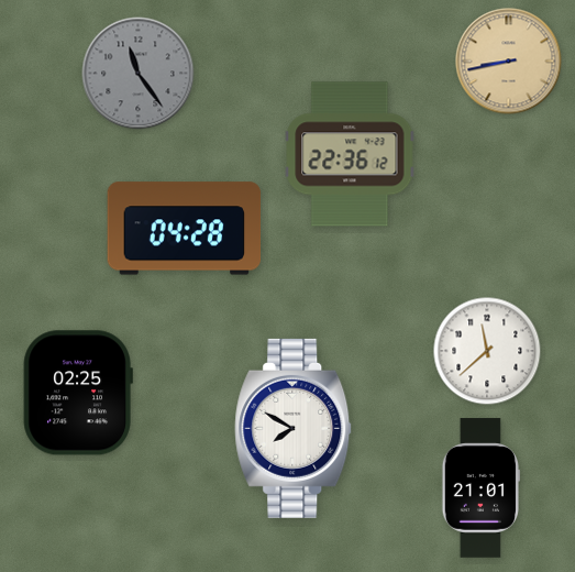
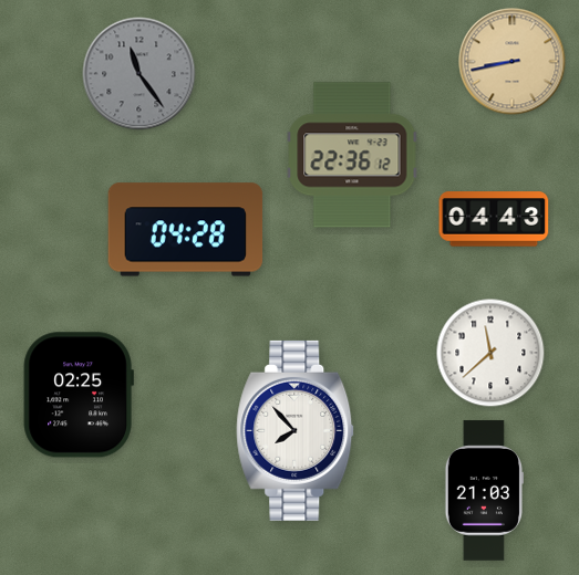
clock at (494, 219): none -> 04:43
clock at (294, 428): 7:50 -> 7:53
clock at (480, 488): 21:01 -> 21:03
